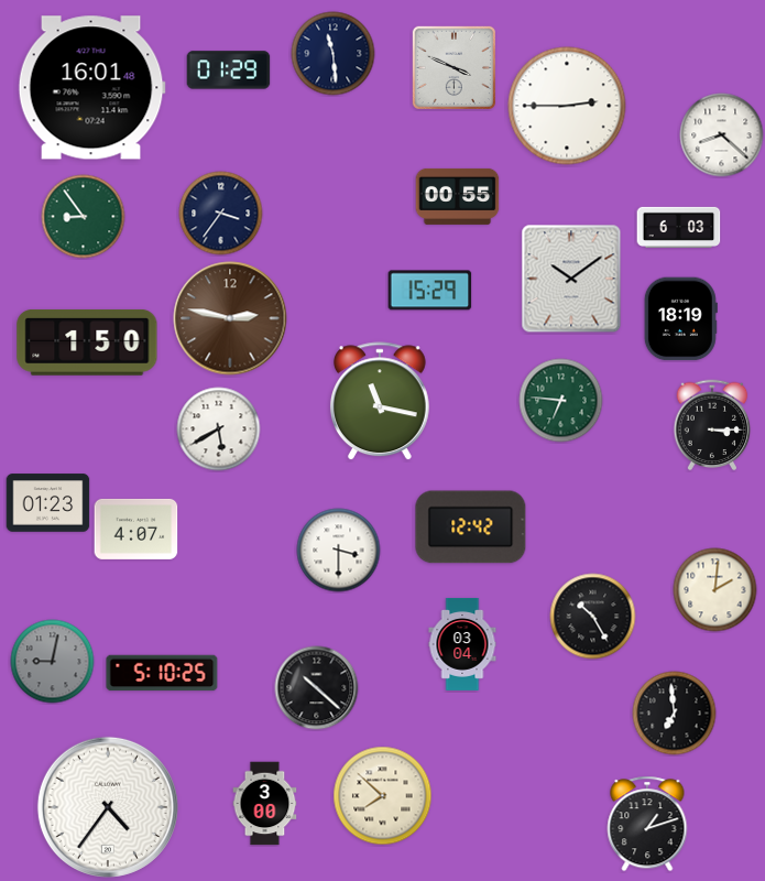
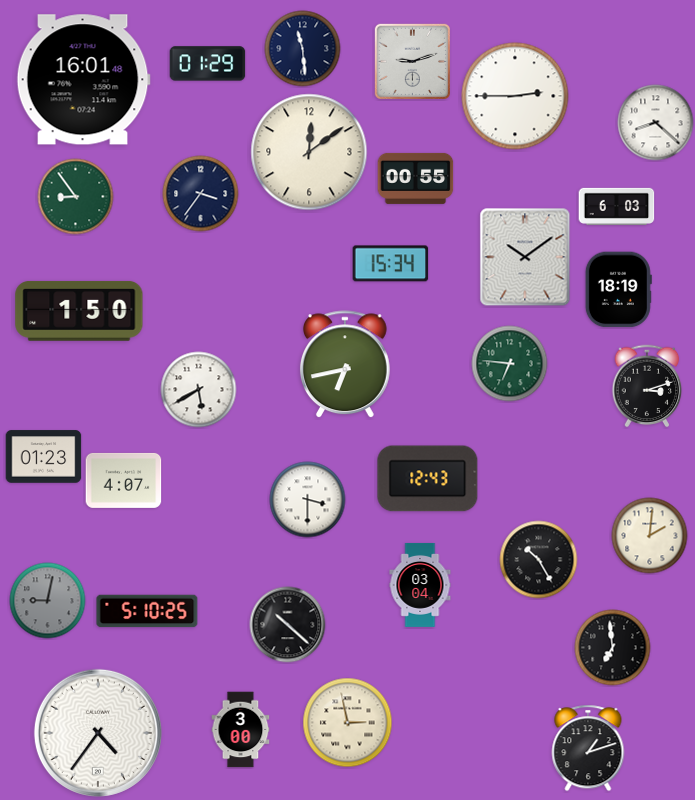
clock at (453, 67): 3:49 -> 9:12
clock at (309, 152): none -> 12:09
clock at (571, 279) position: (571, 279) -> (525, 257)
clock at (430, 291): 15:29 -> 15:34
clock at (230, 318): 2:47 -> none
clock at (380, 402): 11:17 -> 6:43
clock at (712, 425): 3:15 -> 3:12
clock at (471, 527): 12:42 -> 12:43
clock at (383, 796): 7:52 -> 2:58
